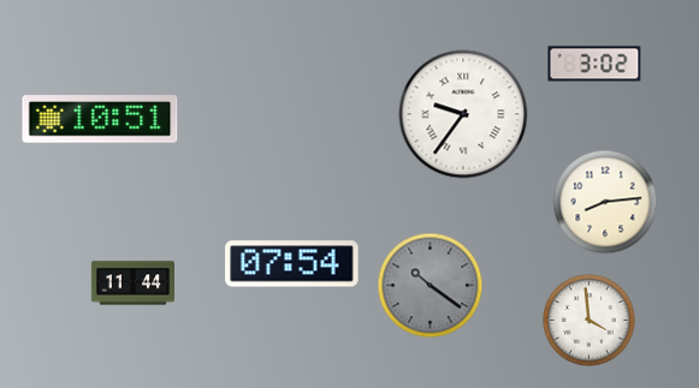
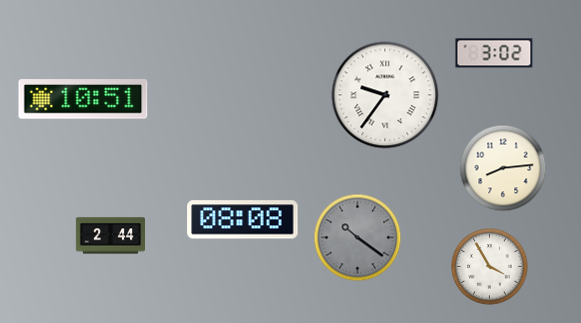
clock at (292, 264): 07:54 -> 08:08
clock at (132, 283): 11:44 -> 2:44
clock at (590, 321): 3:59 -> 3:55
